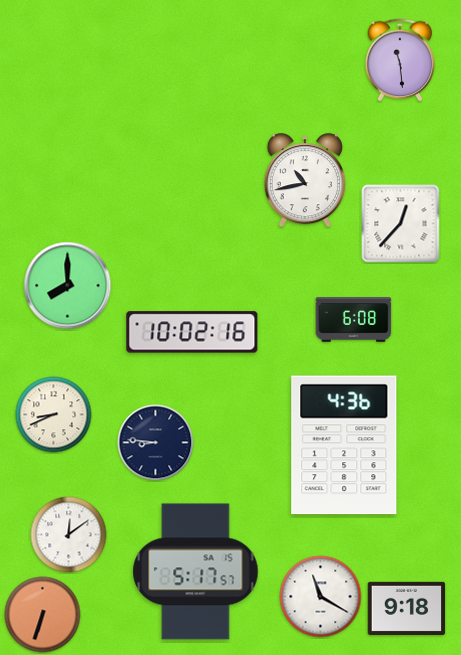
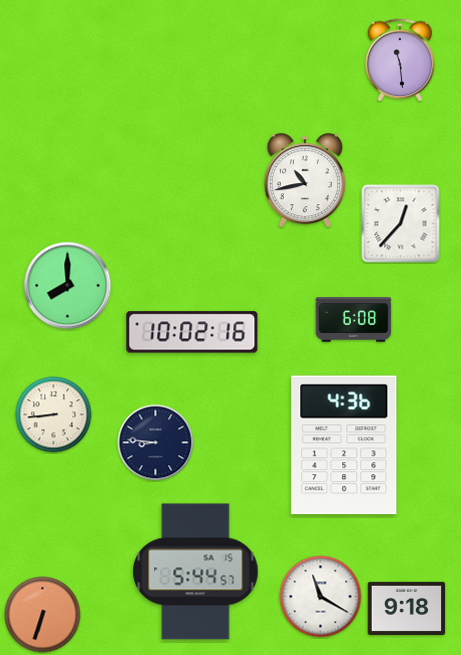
clock at (54, 415): 8:41 -> 8:44
clock at (69, 535): 12:09 -> none
clock at (196, 572): 5:17 -> 5:44
